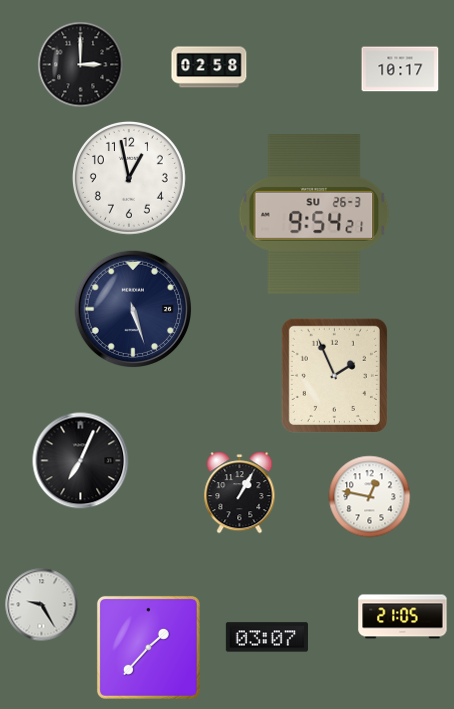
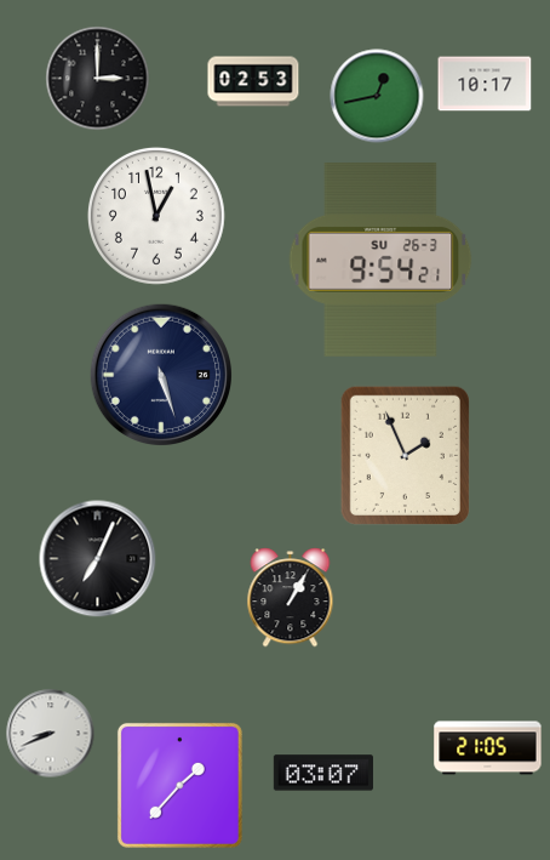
clock at (209, 67): 02:58 -> 02:53
clock at (377, 96): none -> 12:43
clock at (370, 497): 12:47 -> none
clock at (42, 605): 9:25 -> 8:41
